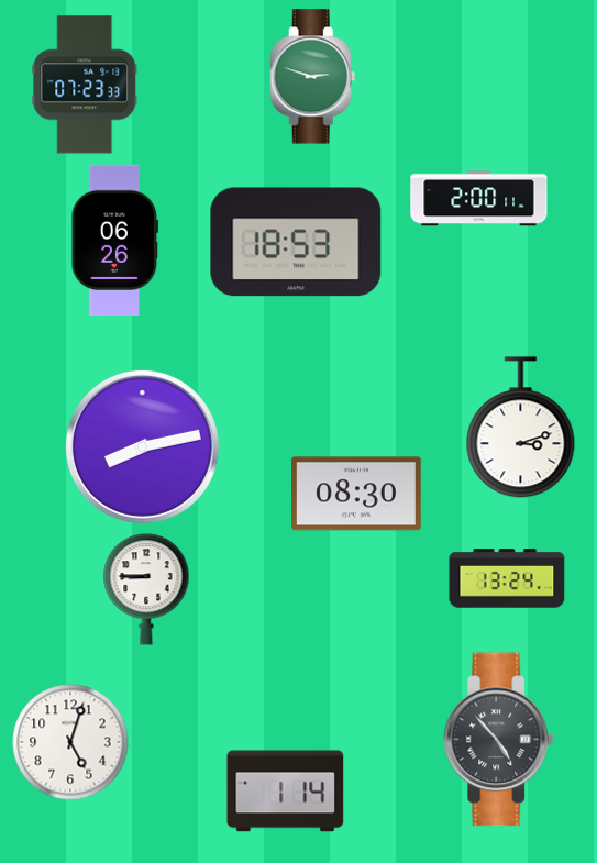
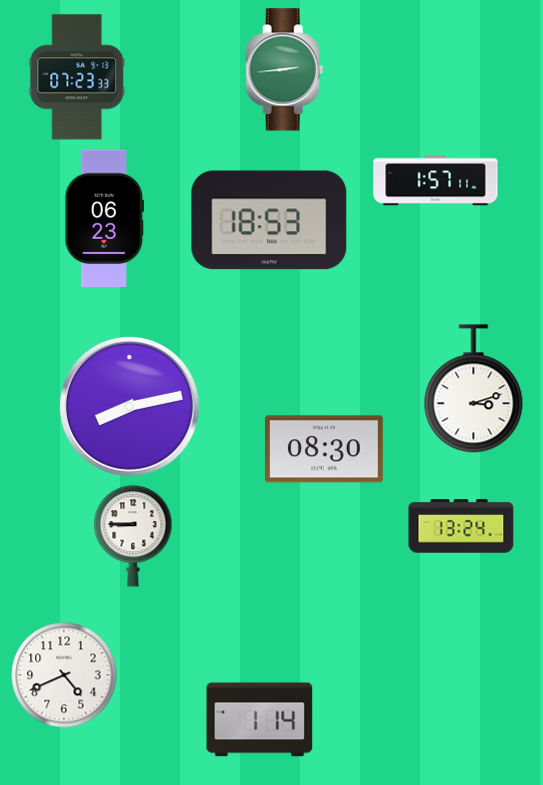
clock at (313, 77): 2:48 -> 2:44
clock at (479, 199): 2:00 -> 1:57
clock at (115, 240): 06:26 -> 06:23
clock at (499, 740): 4:53 -> none
clock at (70, 742): 5:03 -> 4:41
